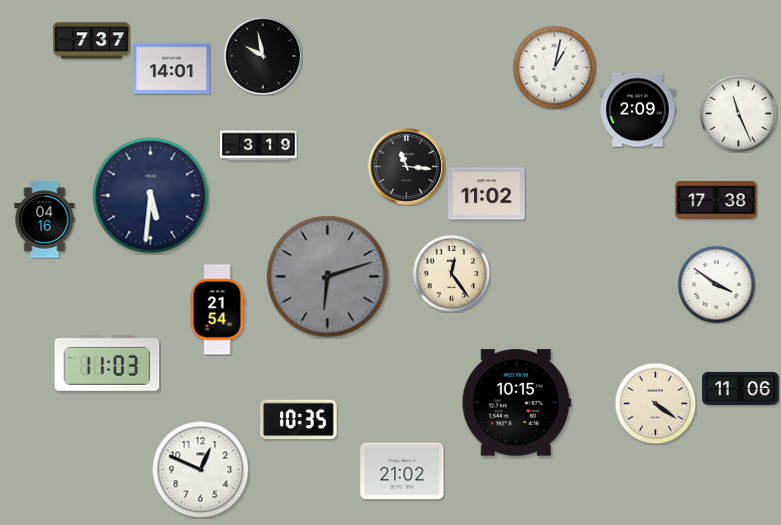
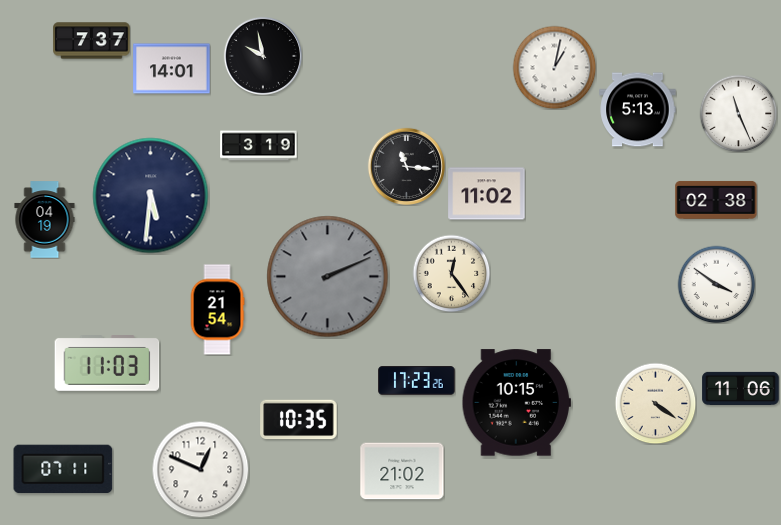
clock at (638, 110): 2:09 -> 5:13
clock at (716, 200): 17:38 -> 02:38
clock at (45, 220): 04:16 -> 04:19
clock at (328, 277): 6:12 -> 2:11
clock at (417, 381): none -> 17:23
clock at (63, 469): none -> 07:11
